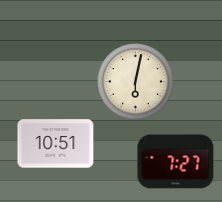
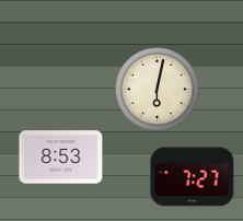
clock at (136, 82) position: (136, 82) -> (158, 90)
clock at (56, 144): 10:51 -> 8:53
